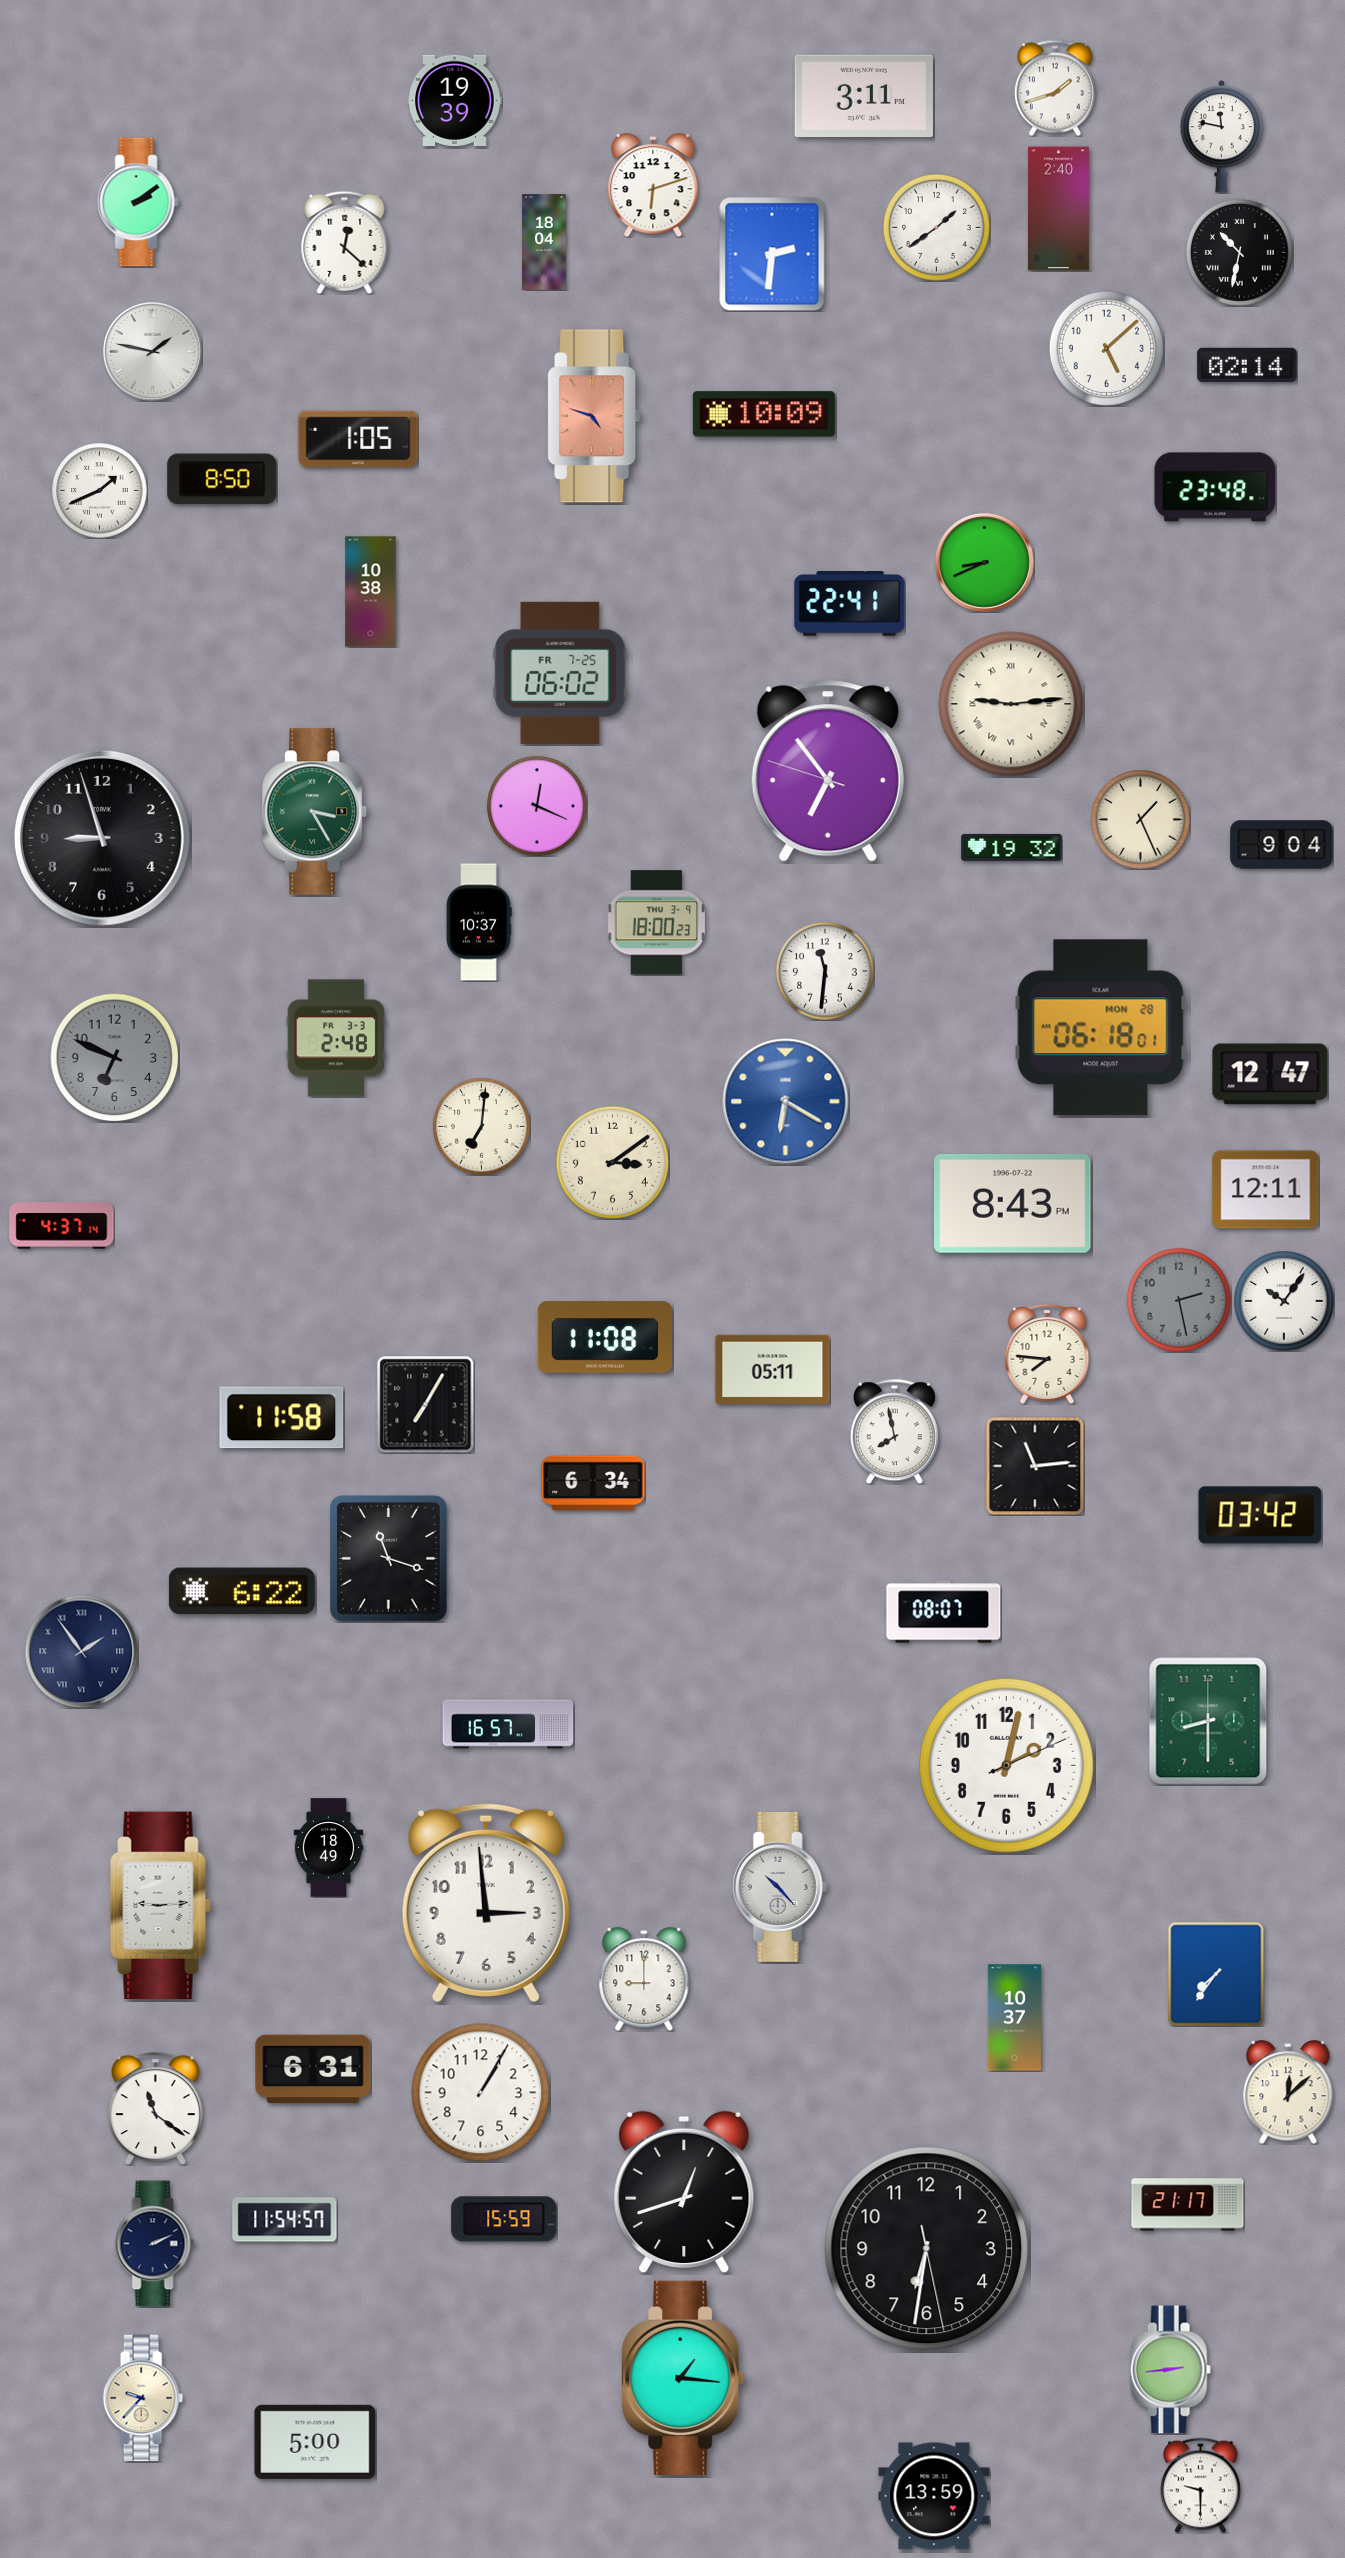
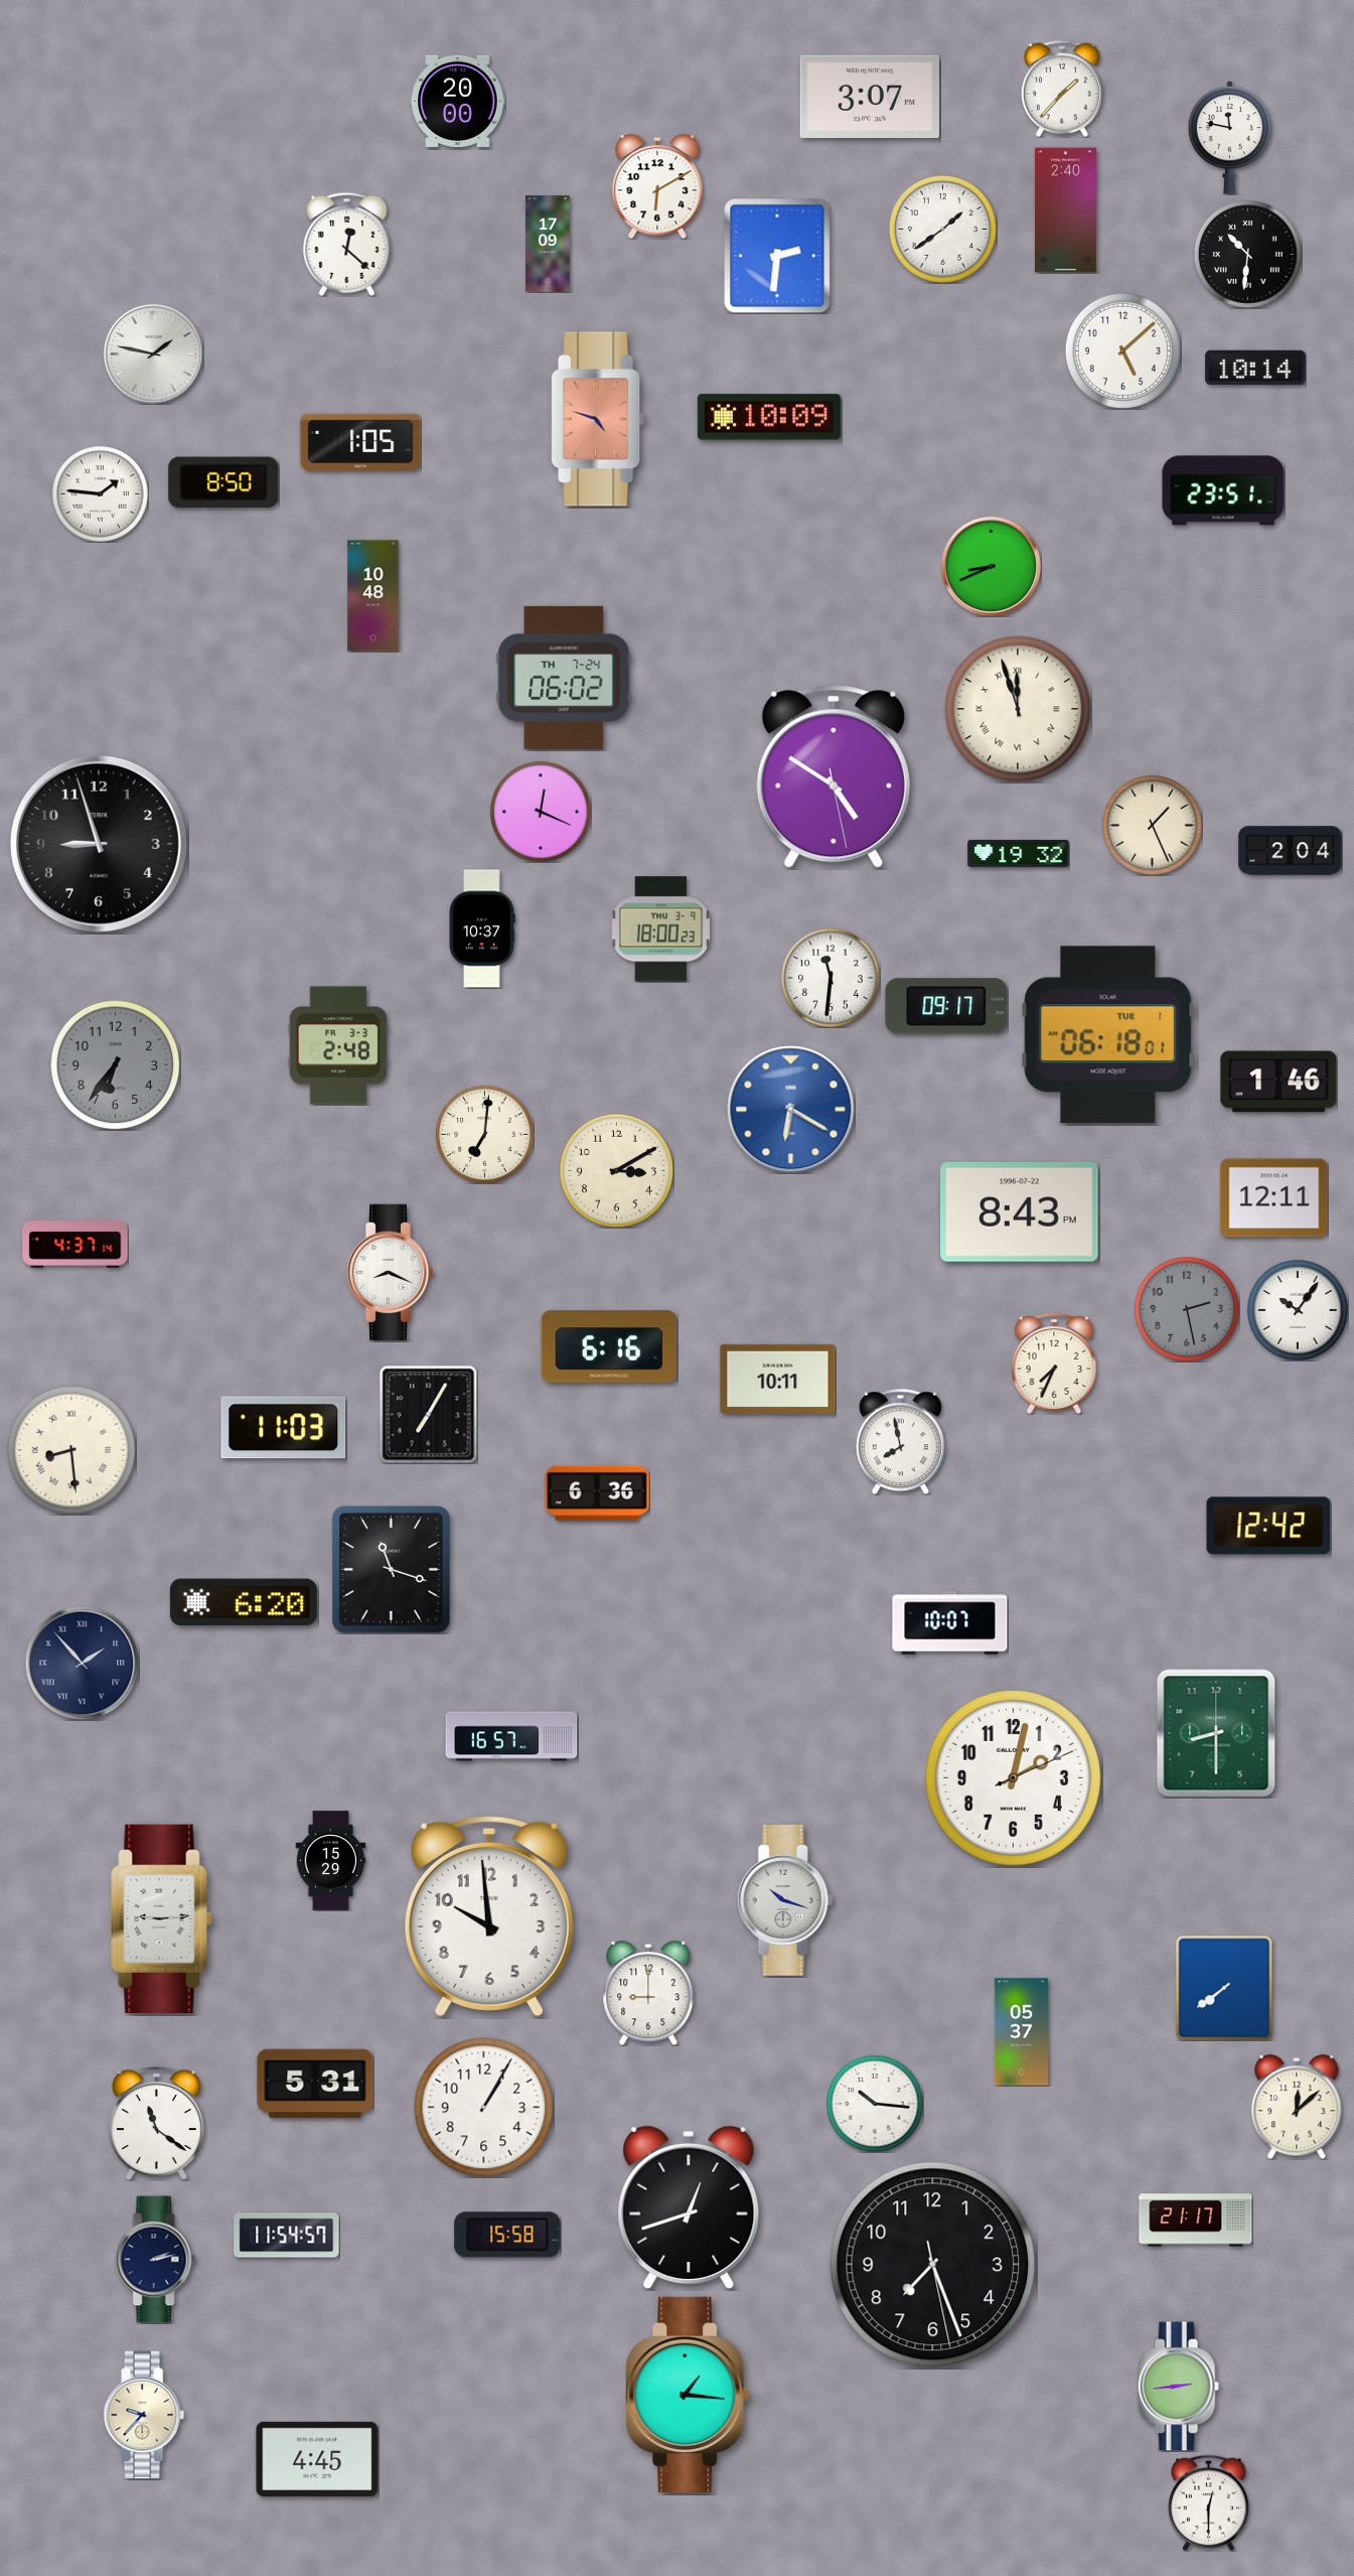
clock at (1055, 88): 1:42 -> 1:37
clock at (864, 96): 3:11 -> 3:07
clock at (455, 100): 19:39 -> 20:00
clock at (653, 185): 6:12 -> 6:10
clock at (138, 202): 2:09 -> none
clock at (544, 242): 18:04 -> 17:09
clock at (1239, 252): 10:32 -> 10:31
clock at (1106, 348) position: (1106, 348) -> (1122, 350)
clock at (1247, 364): 02:14 -> 10:14
clock at (1215, 487): 23:48 -> 23:51
clock at (99, 490): 1:41 -> 1:46
clock at (371, 592): 10:38 -> 10:48
clock at (850, 604): 22:41 -> none
clock at (560, 673) date: FR 7-25 -> TH 7-24
clock at (1011, 704): 9:14 -> 11:57
clock at (828, 771): 6:53 -> 4:50
clock at (316, 812): 3:25 -> none
clock at (1141, 820) position: (1141, 820) -> (1153, 826)
clock at (102, 838) position: (102, 838) -> (99, 844)
clock at (1282, 845): 9:04 -> 2:04
clock at (946, 1006): none -> 09:17
clock at (1101, 1028) date: MON 28 -> TUE 1
clock at (114, 1057): 6:49 -> 6:36
clock at (1270, 1074): 12:47 -> 1:46
clock at (612, 1162): 3:09 -> 3:10
clock at (62, 1226) position: (62, 1226) -> (76, 1245)
clock at (390, 1272): none -> 8:19
clock at (1284, 1301) position: (1284, 1301) -> (1298, 1310)
clock at (605, 1337): 11:08 -> 6:16
clock at (1047, 1355): 7:46 -> 7:34
clock at (773, 1369): 05:11 -> 10:11
clock at (282, 1418): 11:58 -> 11:03
clock at (71, 1450): none -> 8:29
clock at (1035, 1466): 11:14 -> none
clock at (593, 1483): 6:34 -> 6:36
clock at (1260, 1515): 03:42 -> 12:42
clock at (242, 1591): 6:22 -> 6:20
clock at (944, 1612): 08:07 -> 10:07
clock at (81, 1651): 1:54 -> 1:53
clock at (329, 1848): 18:49 -> 15:29
clock at (780, 1887): 10:23 -> 10:18
clock at (486, 1902): 2:59 -> 9:59
clock at (1216, 1974): 7:36 -> 7:39
clock at (1014, 2018): 10:37 -> 05:37
clock at (313, 2069): 6:31 -> 5:31
clock at (875, 2104): none -> 10:16
clock at (504, 2219): 15:59 -> 15:58
clock at (155, 2244): 2:11 -> 2:13
clock at (927, 2249): 6:31 -> 7:26
clock at (315, 2442): 5:00 -> 4:45
clock at (1201, 2485): 9:30 -> 12:30
clock at (934, 2496): 13:59 -> none
